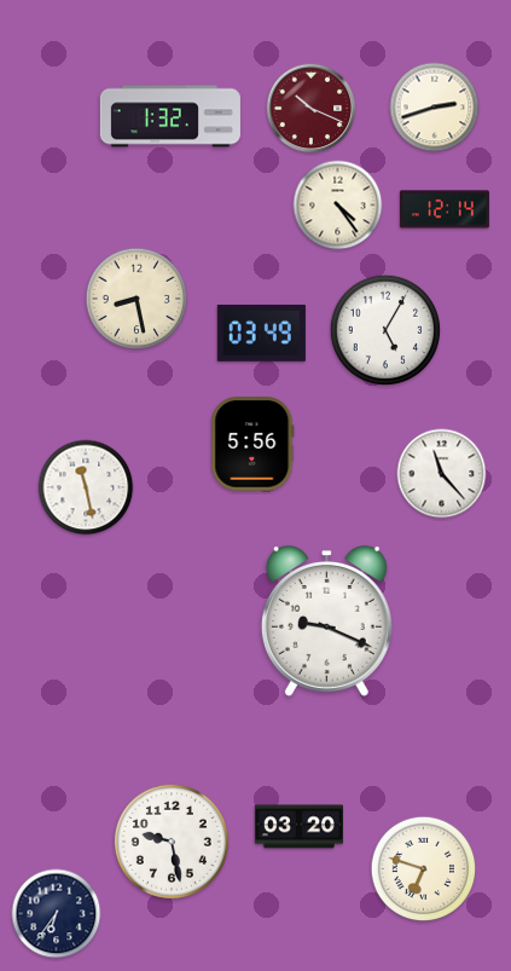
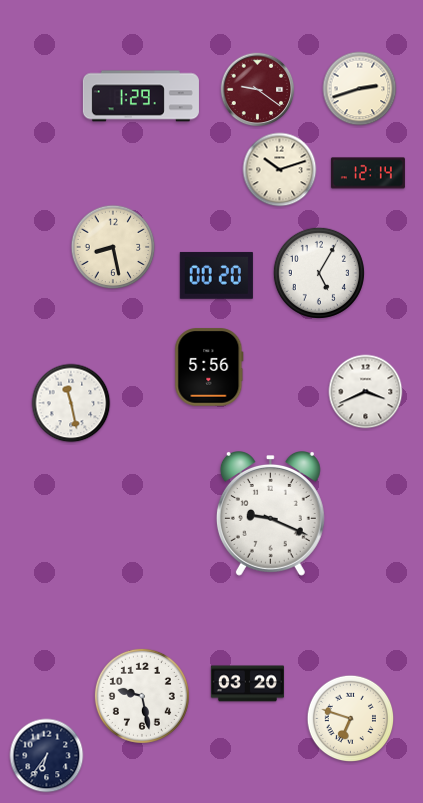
clock at (312, 109): 10:19 -> 9:21
clock at (170, 116): 1:32 -> 1:29
clock at (338, 206): 4:24 -> 10:12
clock at (261, 333): 03:49 -> 00:20
clock at (442, 474): 11:23 -> 3:41
